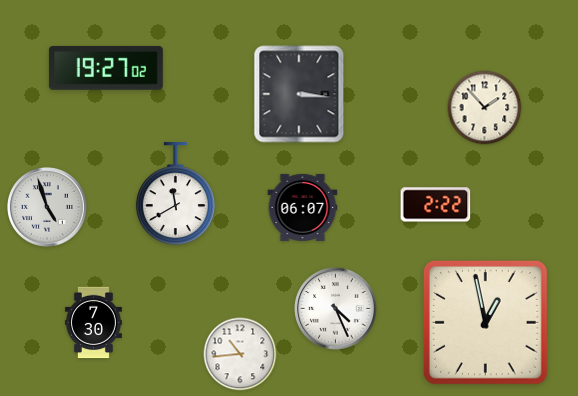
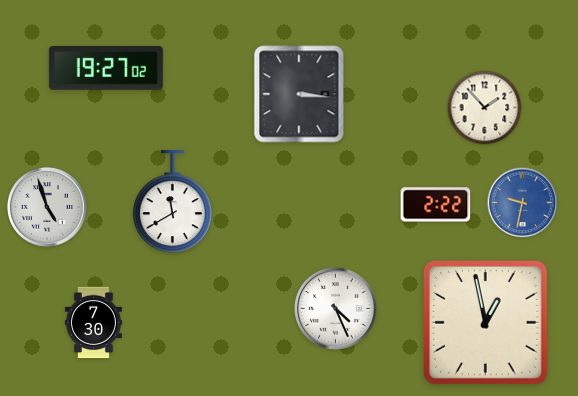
clock at (175, 194) position: (175, 194) -> (172, 202)
clock at (523, 203): none -> 9:32
clock at (303, 207): 06:07 -> none
clock at (240, 354): 10:44 -> none
